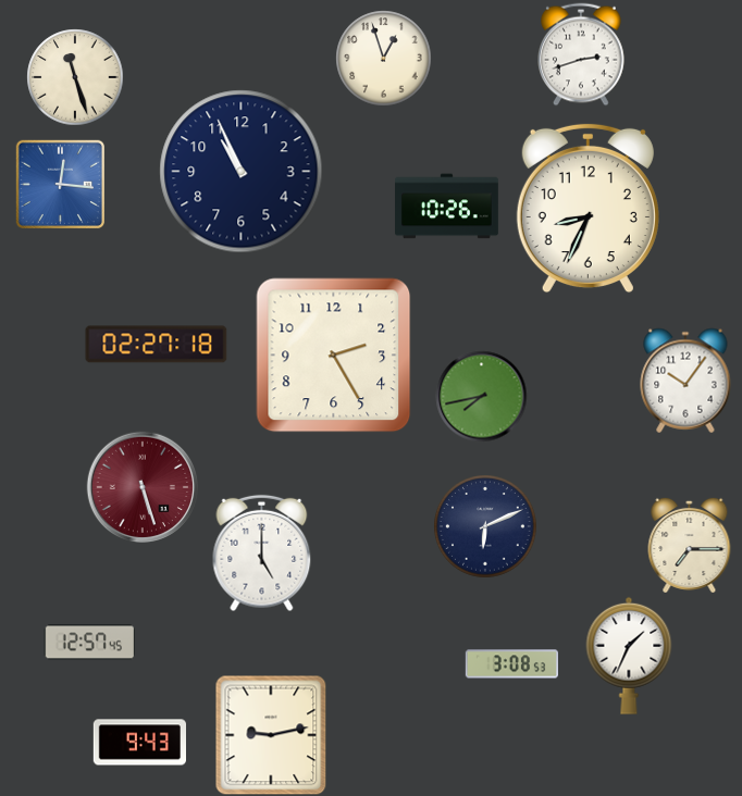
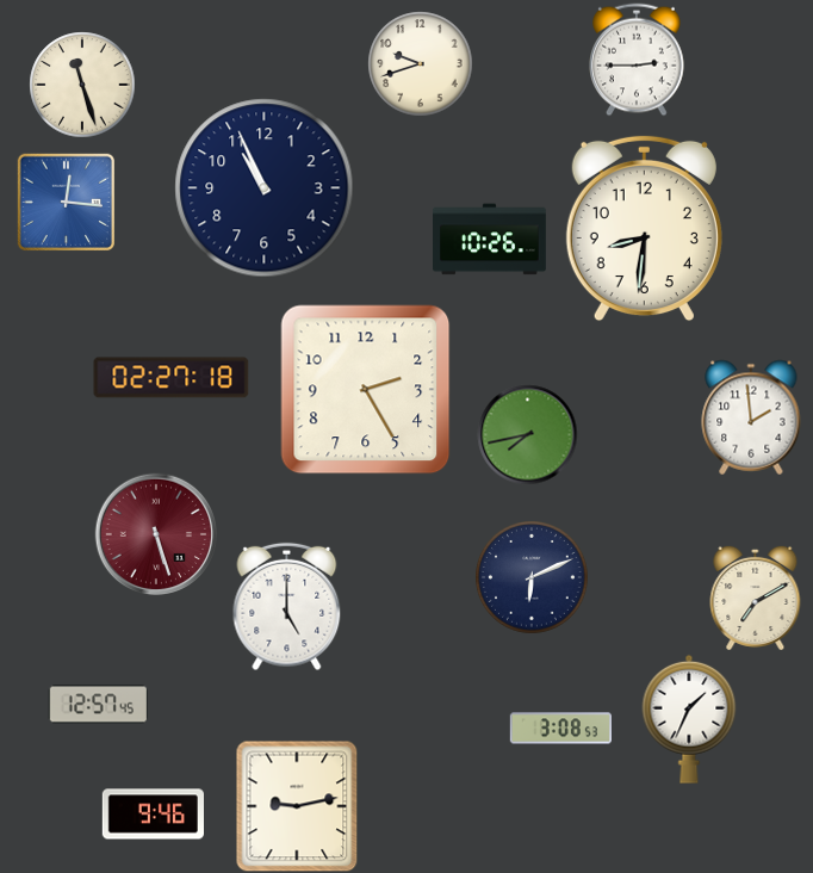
clock at (581, 54): 2:42 -> 2:45
clock at (383, 58): 12:57 -> 9:42
clock at (447, 207) position: (447, 207) -> (490, 240)
clock at (588, 209): 8:34 -> 8:31
clock at (685, 381): 10:06 -> 1:59
clock at (690, 545): 7:15 -> 7:10
clock at (139, 743): 9:43 -> 9:46
